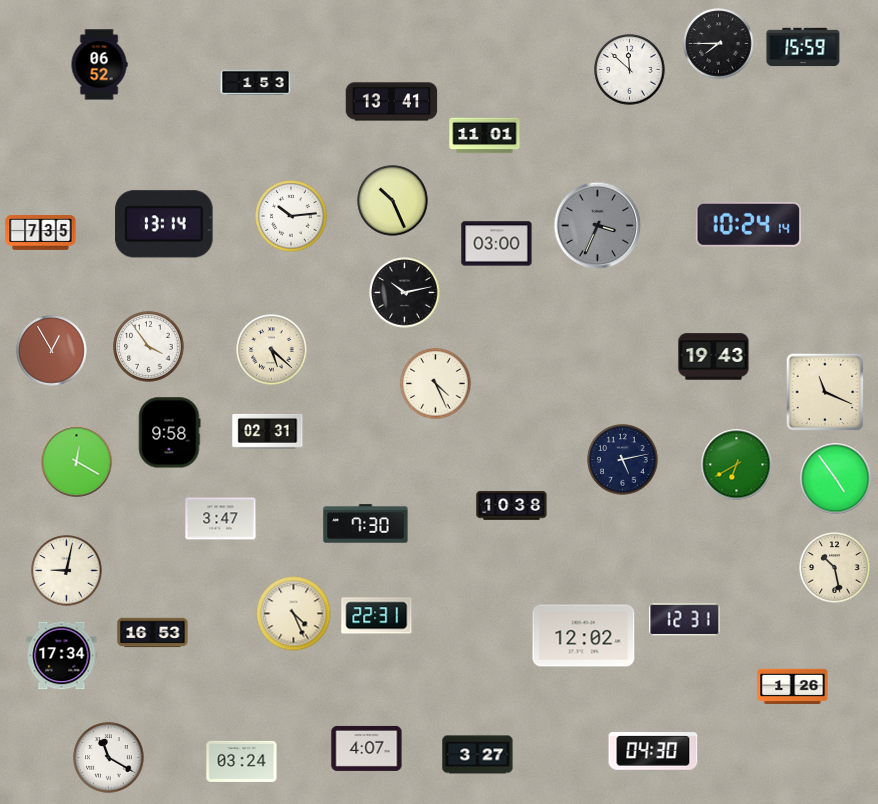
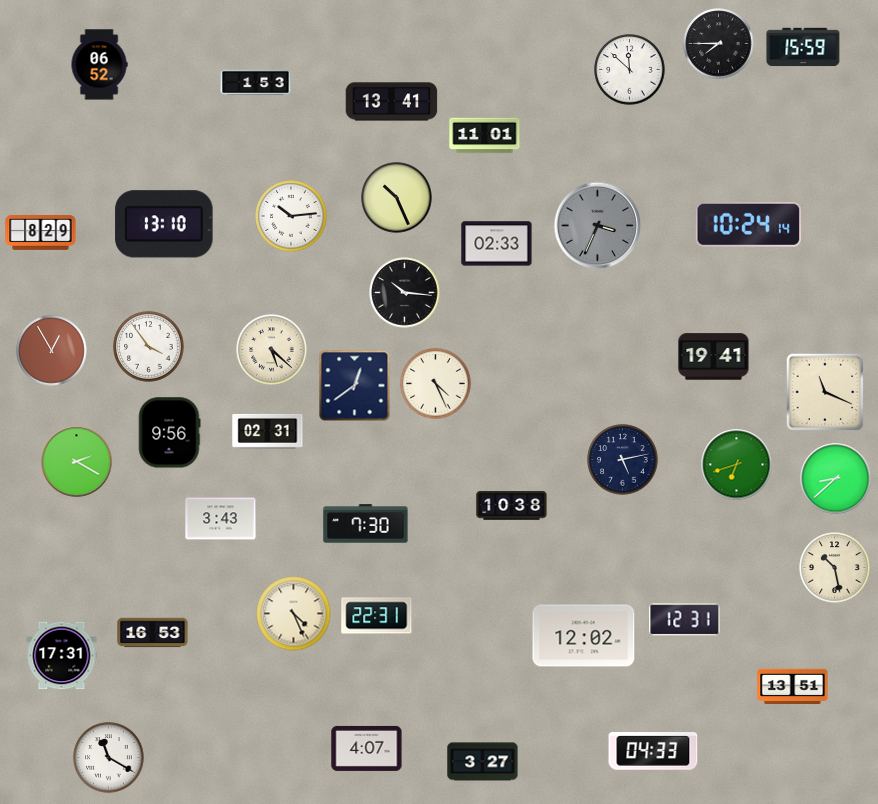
clock at (393, 201) position: (393, 201) -> (397, 198)
clock at (164, 224): 13:14 -> 13:10
clock at (41, 233): 7:35 -> 8:29
clock at (497, 244): 03:00 -> 02:33
clock at (405, 293): 10:13 -> 10:16
clock at (714, 357): 19:43 -> 19:41
clock at (355, 386): none -> 12:39
clock at (170, 433): 9:58 -> 9:56
clock at (77, 462): 12:20 -> 2:20
clock at (737, 465): 6:40 -> 6:42
clock at (836, 479): 4:54 -> 8:38
clock at (221, 519): 3:47 -> 3:43
clock at (67, 571): 9:02 -> none
clock at (62, 656): 17:34 -> 17:31
clock at (793, 686): 1:26 -> 13:51
clock at (653, 751): 04:30 -> 04:33
clock at (478, 755) position: (478, 755) -> (483, 762)
clock at (242, 761): 03:24 -> none
